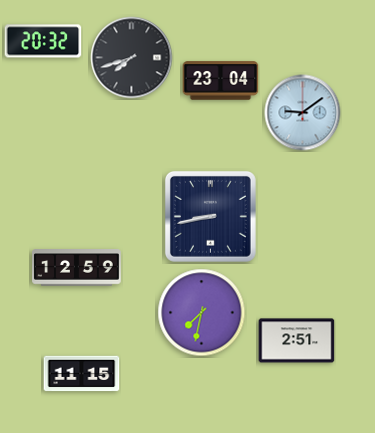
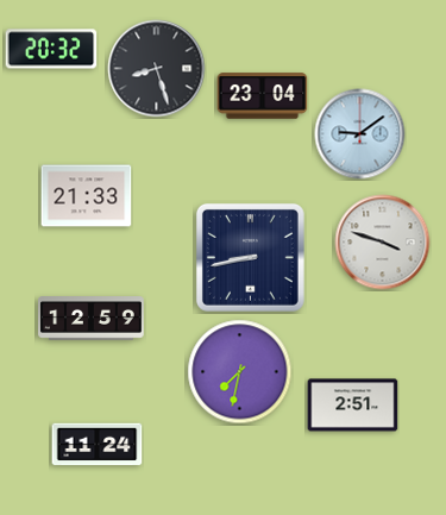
clock at (132, 58): 7:42 -> 8:27
clock at (87, 196): none -> 21:33
clock at (383, 243): none -> 3:48
clock at (82, 374): 11:15 -> 11:24
